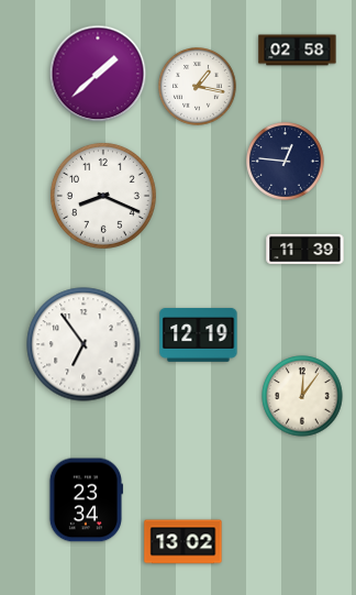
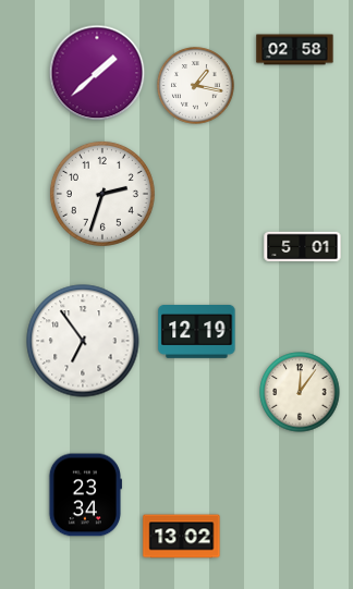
clock at (286, 162): 12:46 -> none
clock at (103, 196): 8:19 -> 2:33
clock at (305, 250): 11:39 -> 5:01
